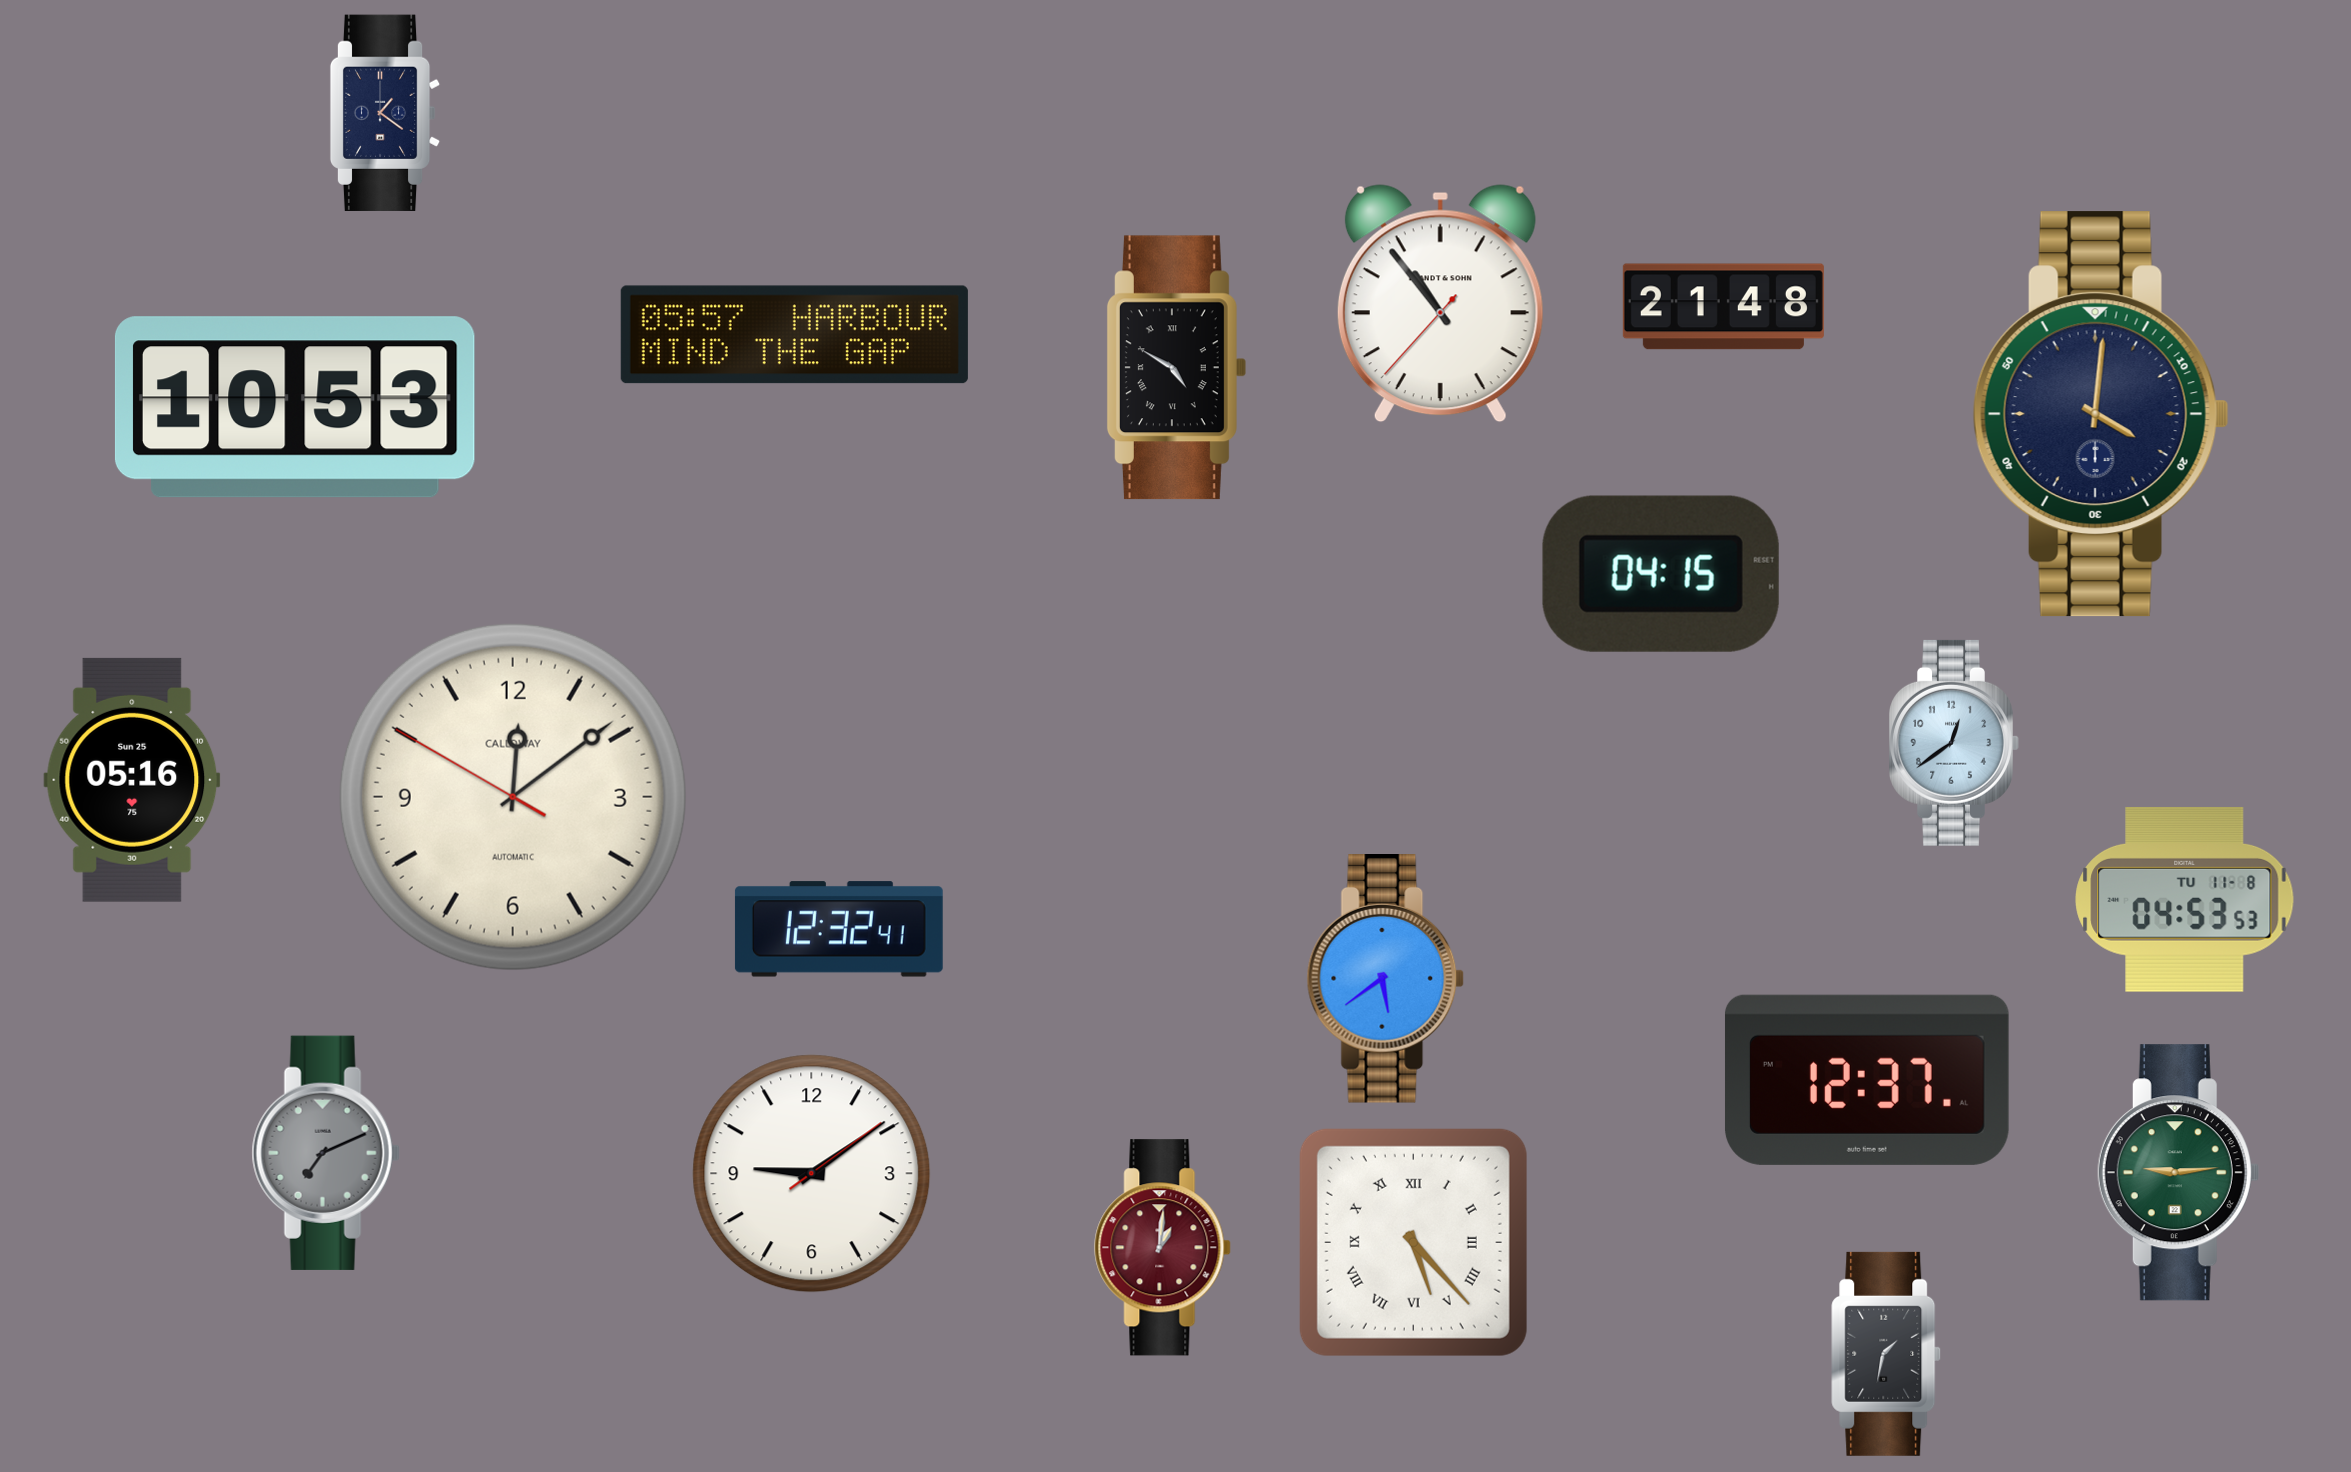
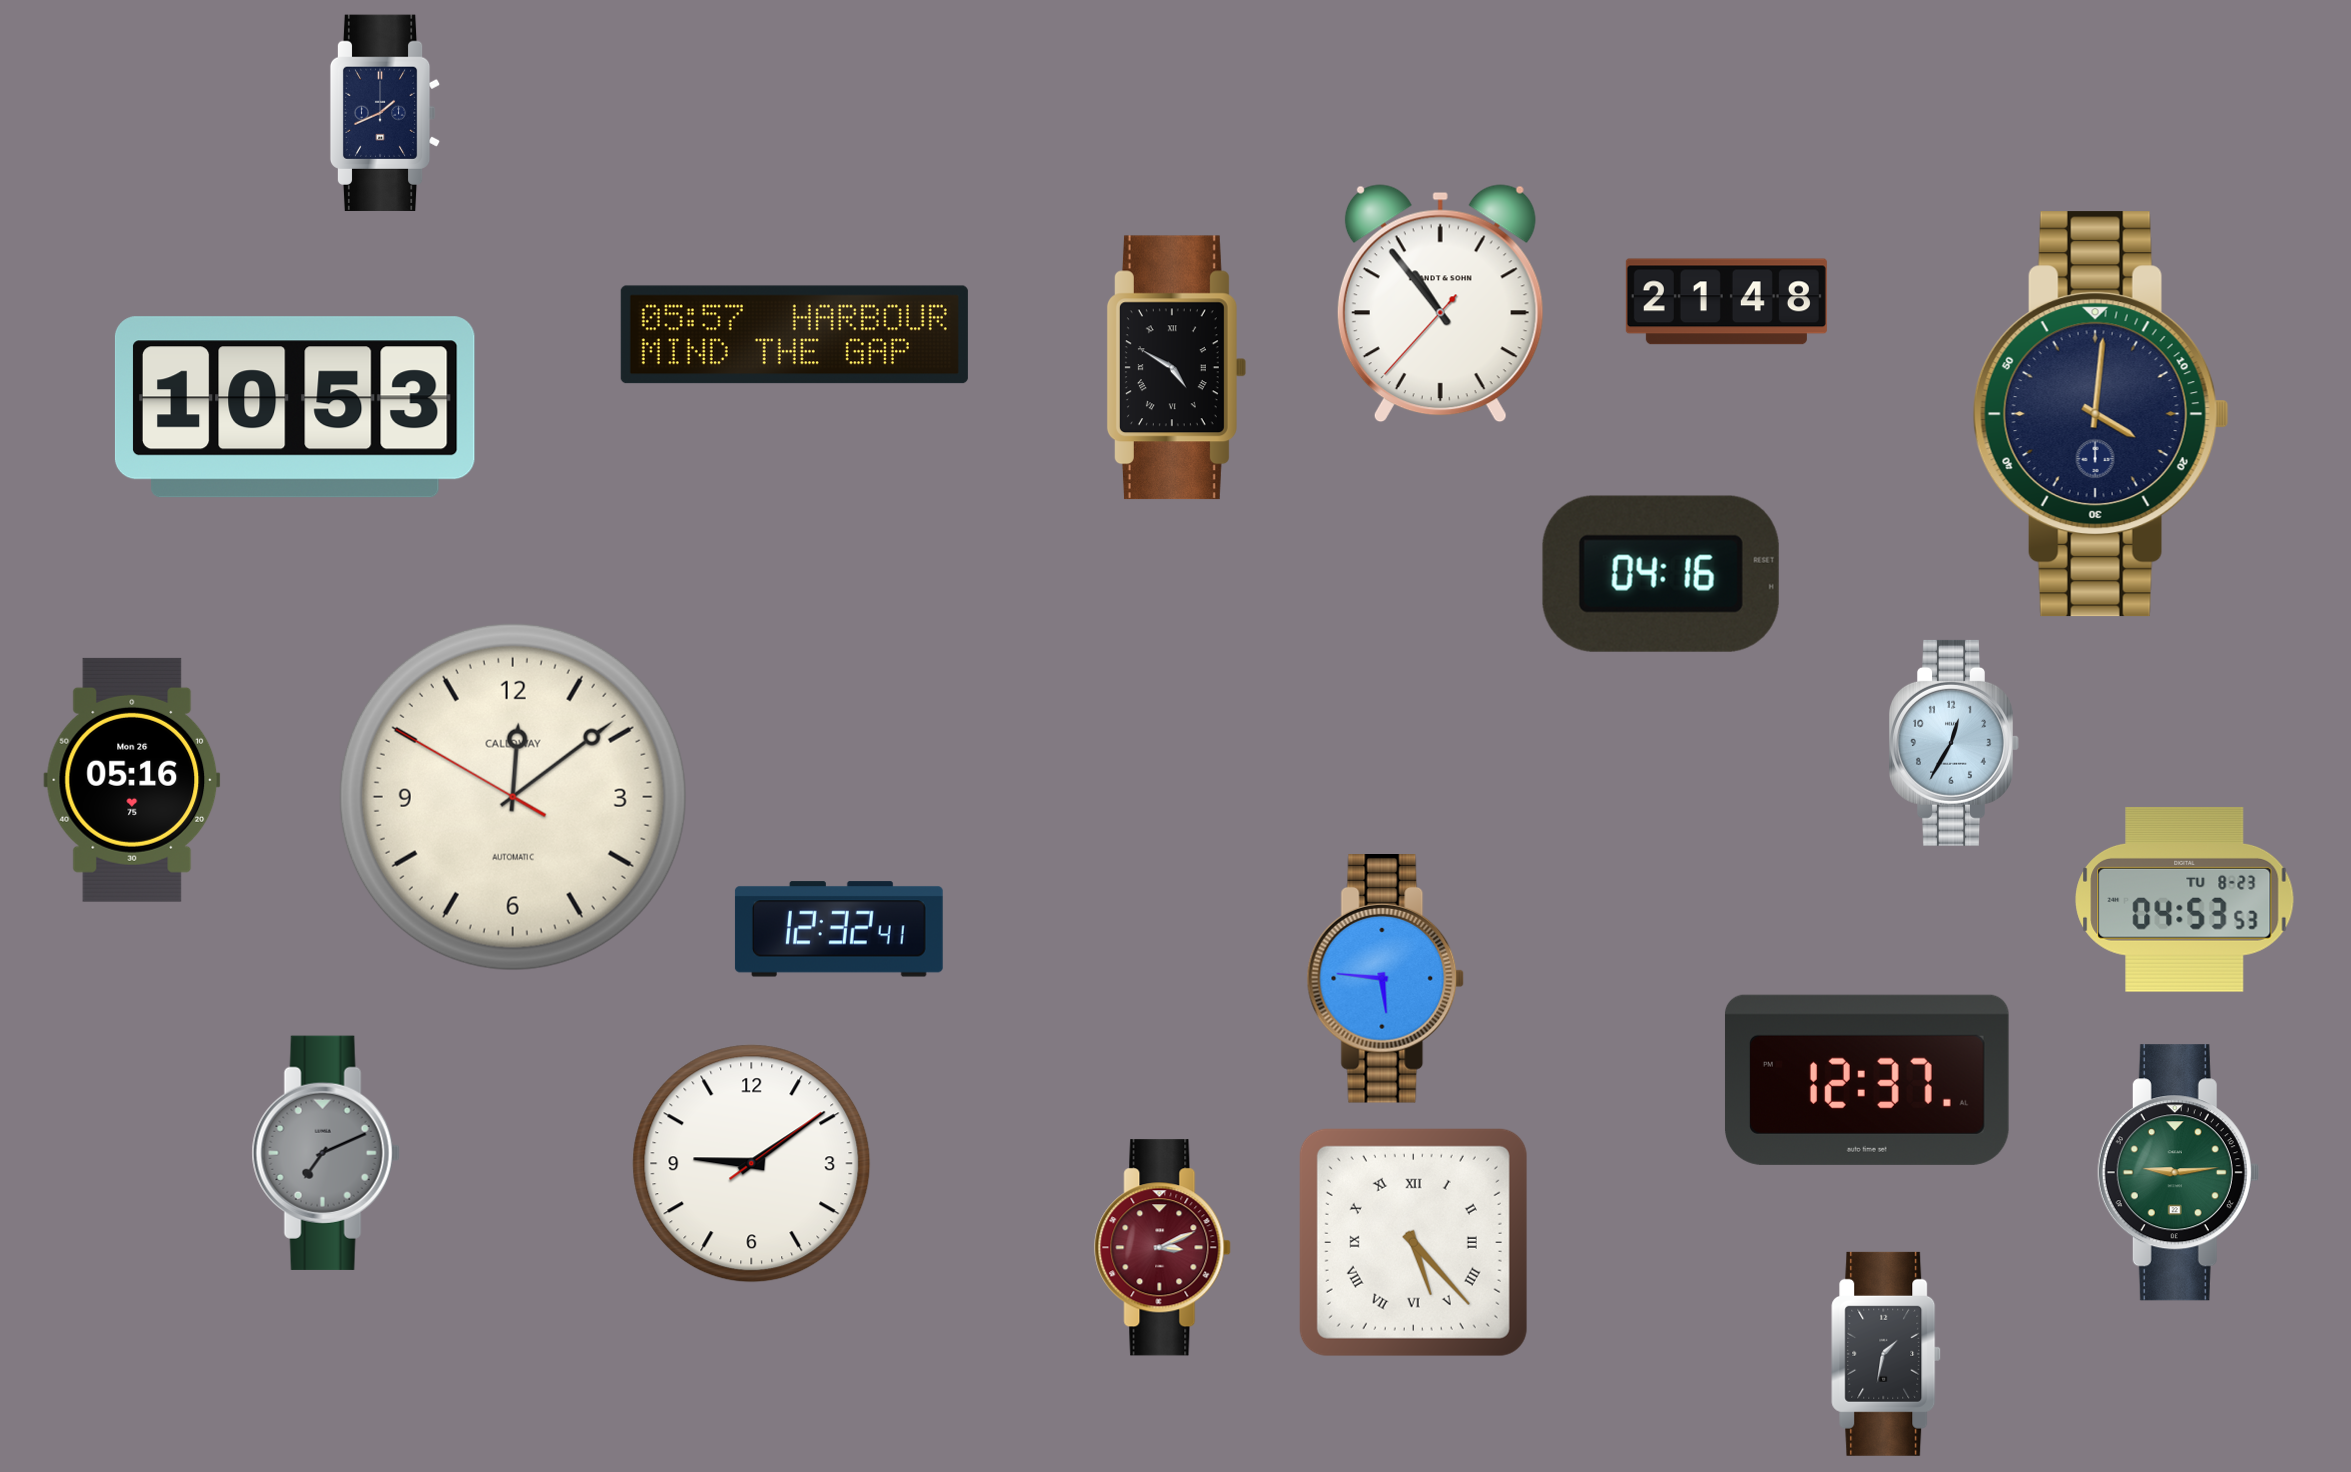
clock at (385, 113): 1:21 -> 1:41
clock at (1723, 307) position: (1723, 307) -> (1726, 302)
clock at (1661, 574): 04:15 -> 04:16
clock at (1954, 743): 12:39 -> 12:35
clock at (132, 780) date: Sun 25 -> Mon 26
clock at (2185, 900) date: TU 11-8 -> TU 8-23
clock at (1386, 979): 5:39 -> 5:46
clock at (812, 1174) position: (812, 1174) -> (752, 1164)
clock at (1163, 1248): 1:01 -> 3:11
